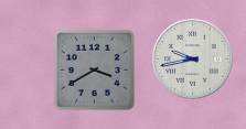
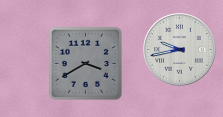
clock at (193, 60) position: (193, 60) -> (180, 50)
